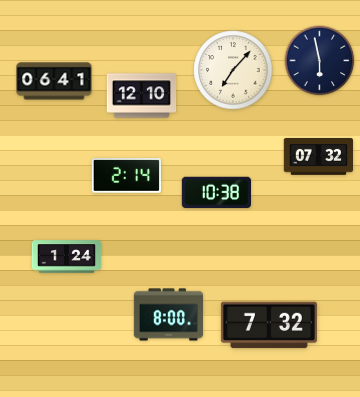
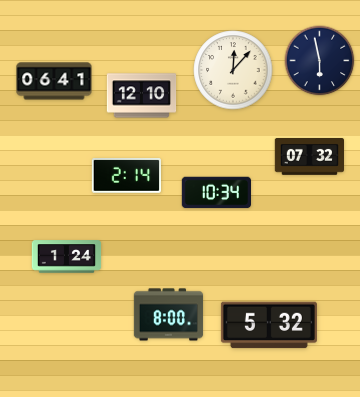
clock at (233, 70): 7:07 -> 12:07
clock at (318, 157) position: (318, 157) -> (309, 157)
clock at (216, 193): 10:38 -> 10:34
clock at (269, 325): 7:32 -> 5:32
